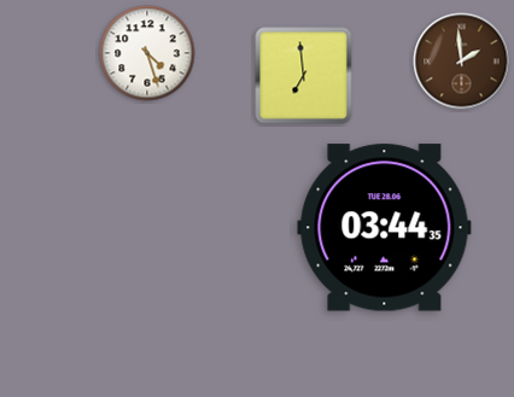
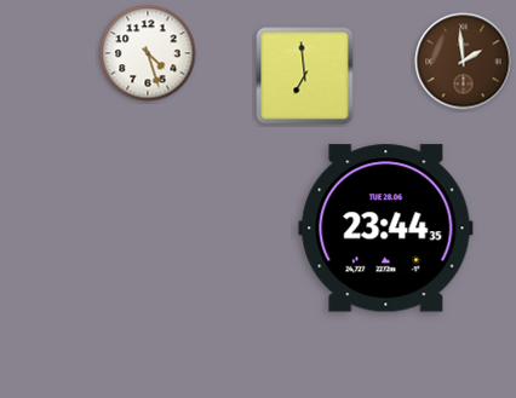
clock at (385, 228): 03:44 -> 23:44
